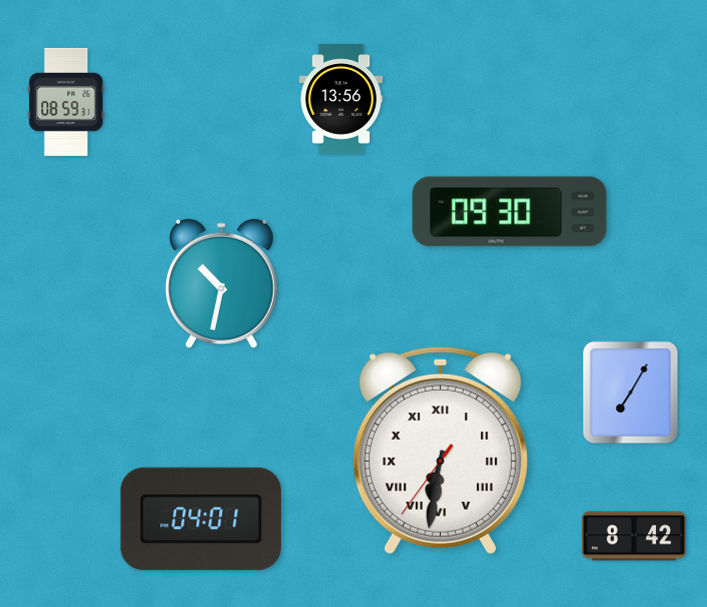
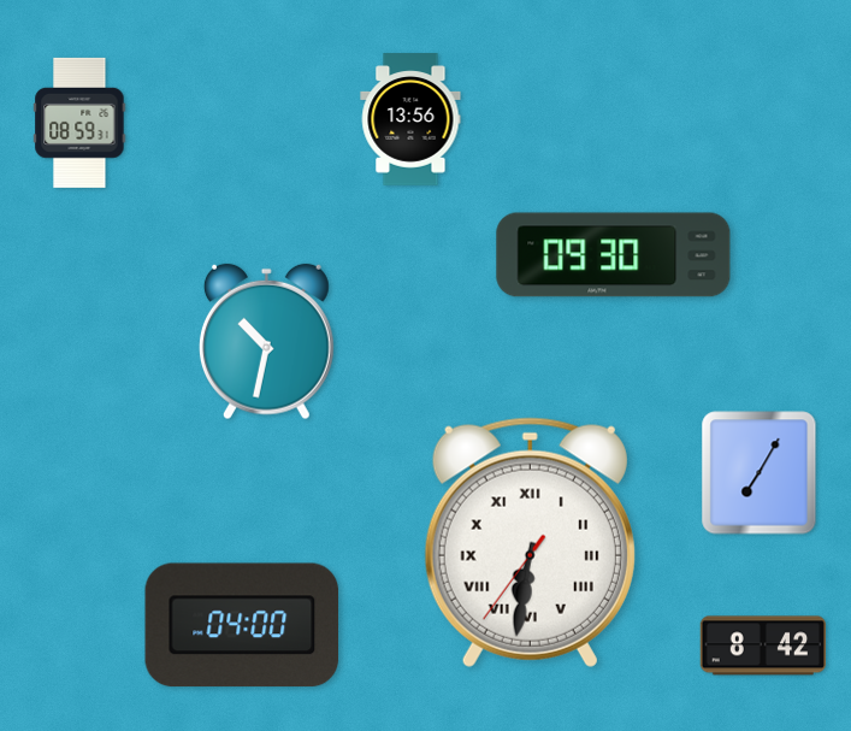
clock at (201, 519): 04:01 -> 04:00
